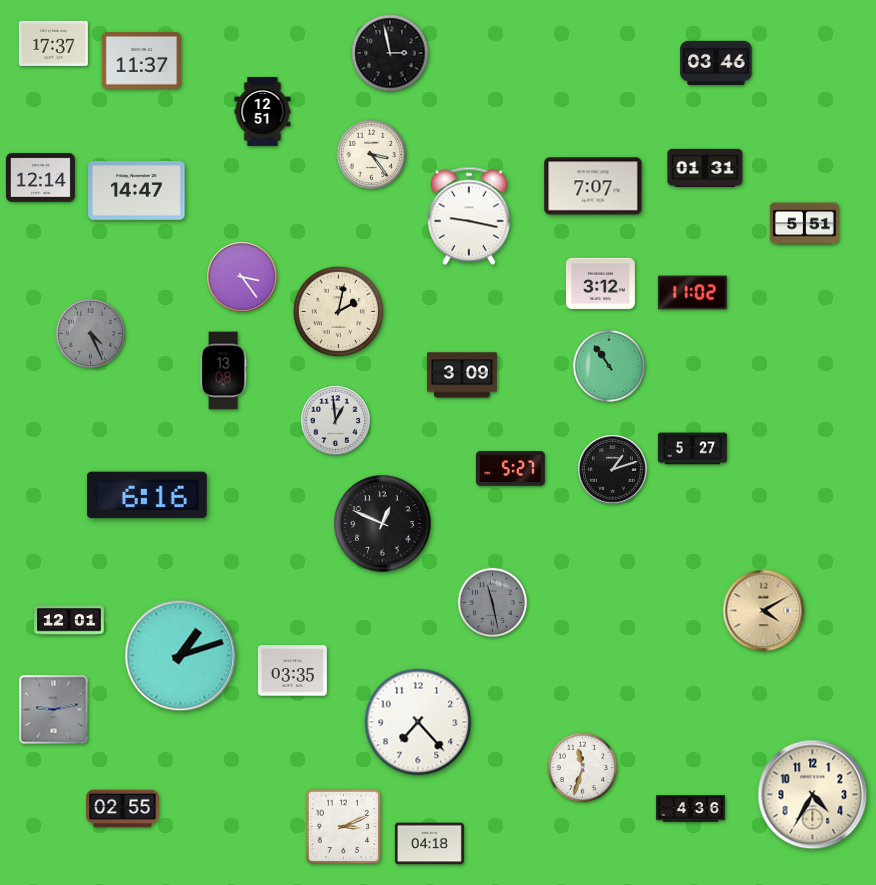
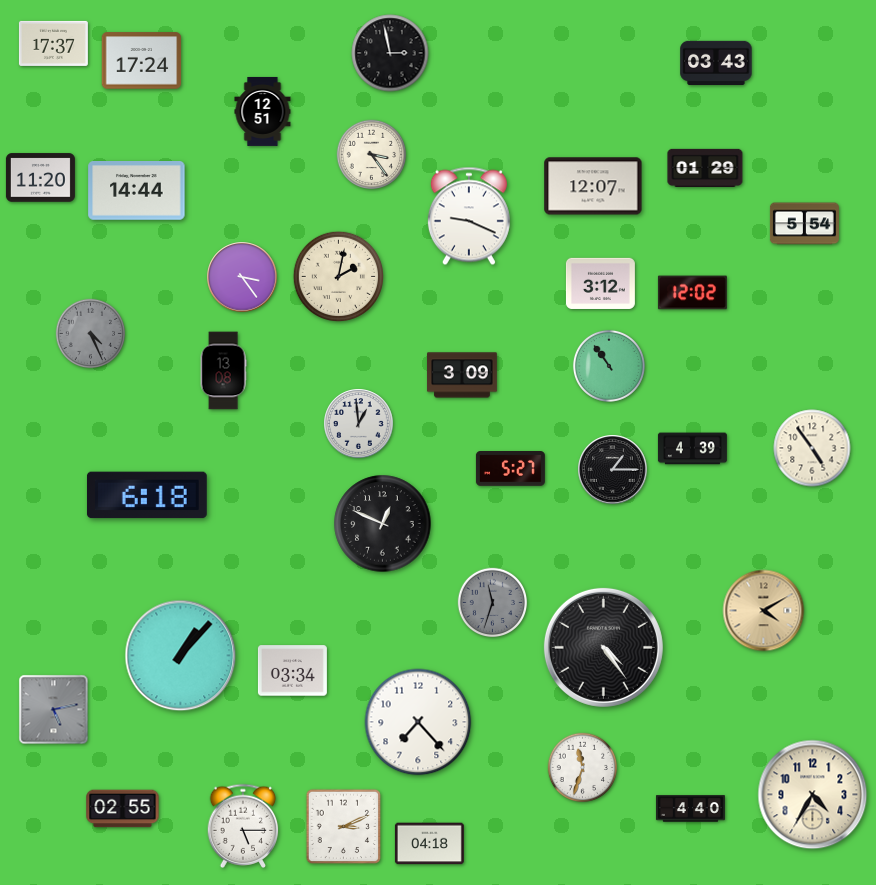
clock at (142, 61): 11:37 -> 17:24
clock at (716, 62): 03:46 -> 03:43
clock at (705, 167): 01:31 -> 01:29
clock at (40, 178): 12:14 -> 11:20
clock at (593, 186): 7:07 -> 12:07
clock at (137, 191): 14:47 -> 14:44
clock at (469, 216): 9:17 -> 9:19
clock at (804, 224): 5:51 -> 5:54
clock at (692, 293): 11:02 -> 12:02
clock at (338, 311) position: (338, 311) -> (338, 276)
clock at (336, 421) position: (336, 421) -> (359, 424)
clock at (812, 448): none -> 4:54
clock at (692, 449): 5:27 -> 4:39
clock at (613, 470): 1:12 -> 1:15
clock at (147, 495): 6:16 -> 6:18
clock at (493, 603): 11:28 -> 11:33
clock at (69, 620): 12:01 -> none
clock at (603, 647): none -> 4:24
clock at (181, 656): 1:12 -> 1:07
clock at (292, 671): 03:35 -> 03:34
clock at (54, 710): 9:13 -> 5:13
clock at (690, 809): 4:36 -> 4:40
clock at (243, 825): none -> 5:15
